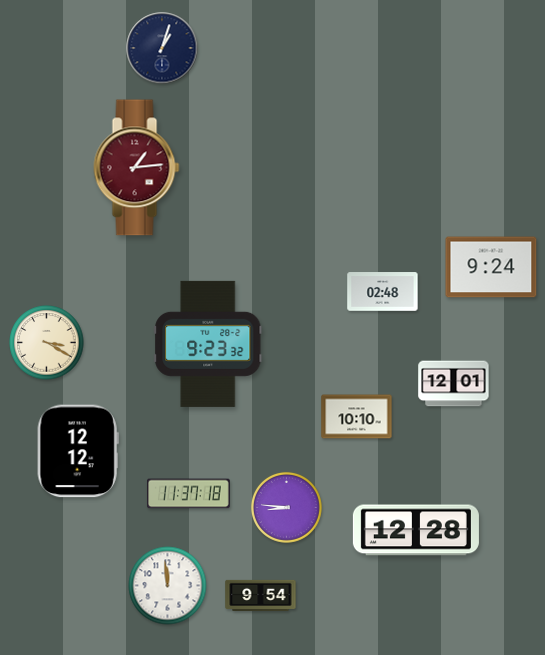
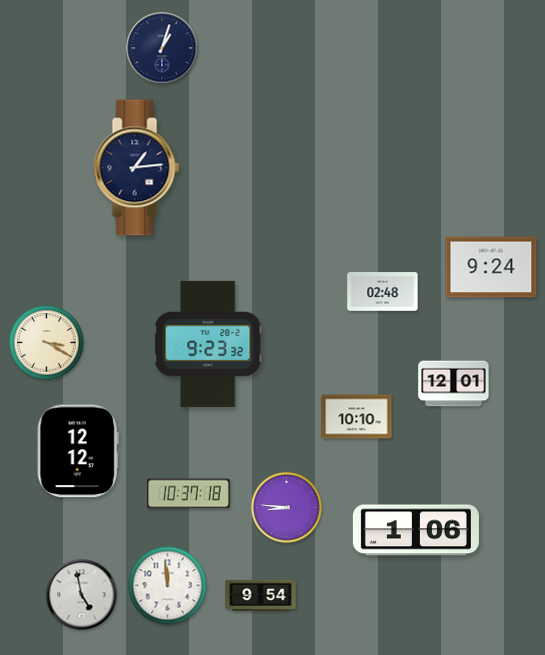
clock at (137, 168) dial: burgundy -> navy
clock at (189, 494): 11:37 -> 10:37
clock at (416, 530): 12:28 -> 1:06
clock at (82, 595): none -> 4:58
